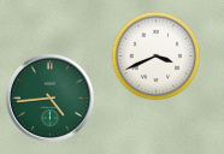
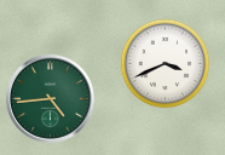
clock at (157, 57) position: (157, 57) -> (166, 64)
